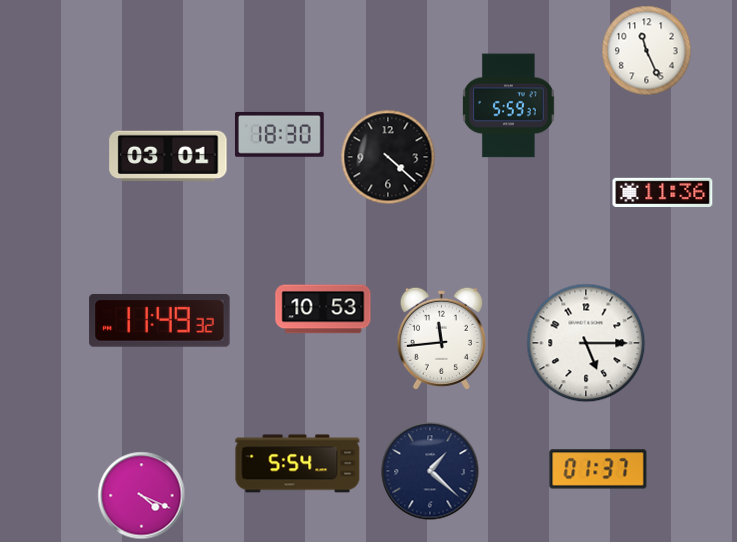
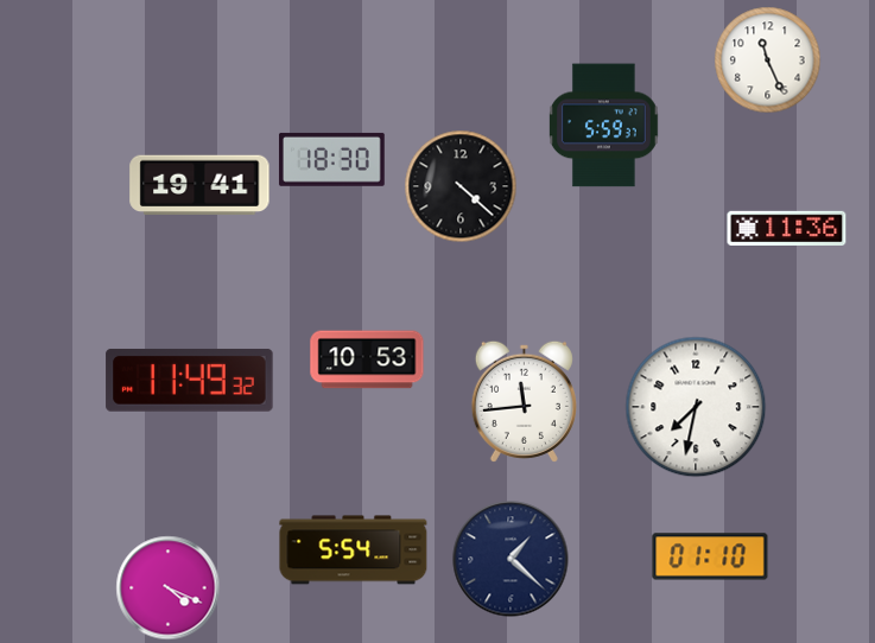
clock at (168, 155): 03:01 -> 19:41
clock at (323, 309) position: (323, 309) -> (367, 359)
clock at (586, 343): 5:15 -> 7:32
clock at (598, 469): 01:37 -> 01:10
